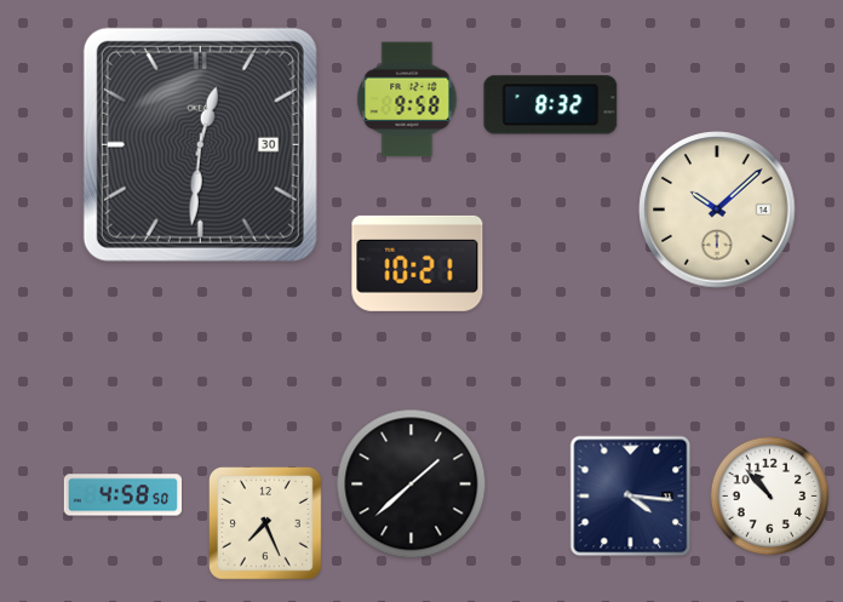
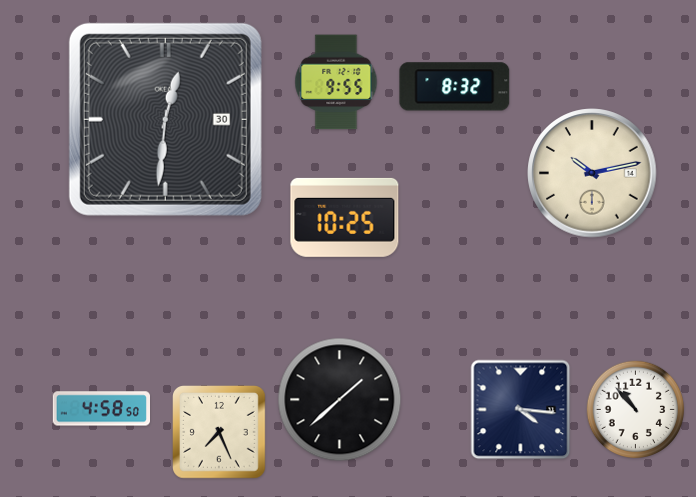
clock at (407, 99): 9:58 -> 9:55
clock at (717, 210): 10:08 -> 10:13
clock at (418, 263): 10:21 -> 10:25
